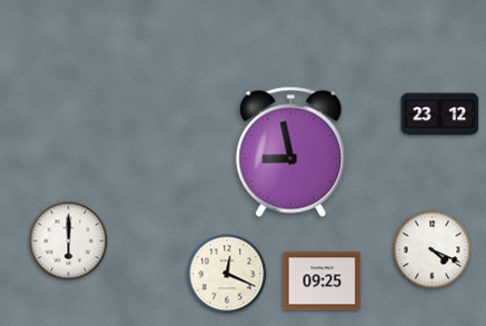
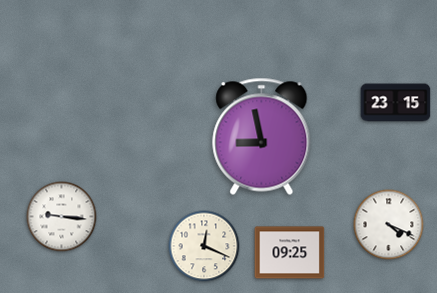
clock at (440, 115): 23:12 -> 23:15
clock at (69, 241): 6:00 -> 9:16
